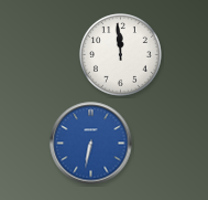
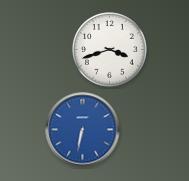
clock at (121, 55): 11:59 -> 3:42
